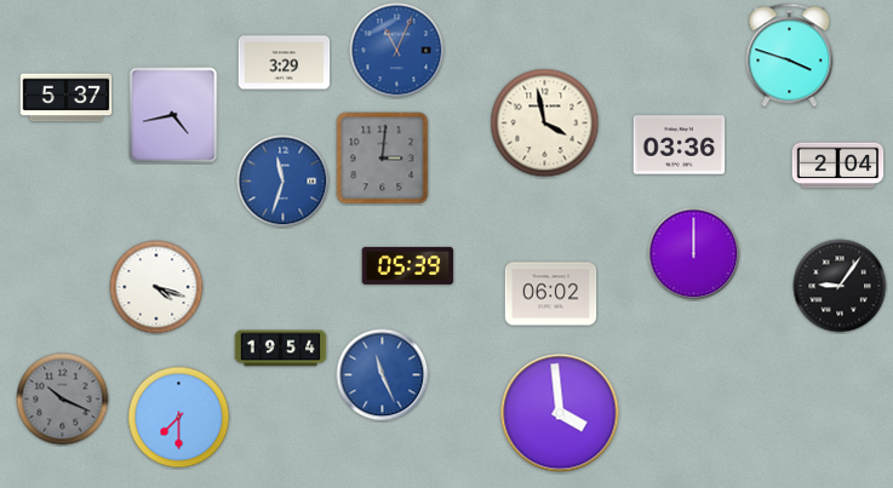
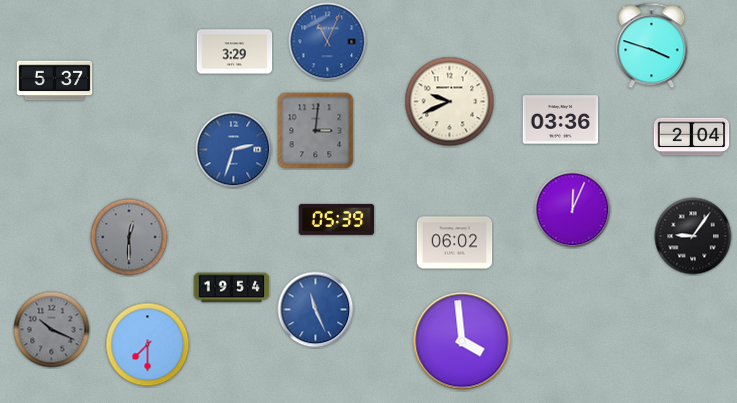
clock at (173, 115): 4:43 -> none
clock at (545, 124): 3:58 -> 9:41
clock at (284, 182): 11:33 -> 2:33
clock at (694, 254): 12:00 -> 12:04
clock at (156, 287): 4:18 -> 12:30
clock at (156, 287) dial: white -> grey
